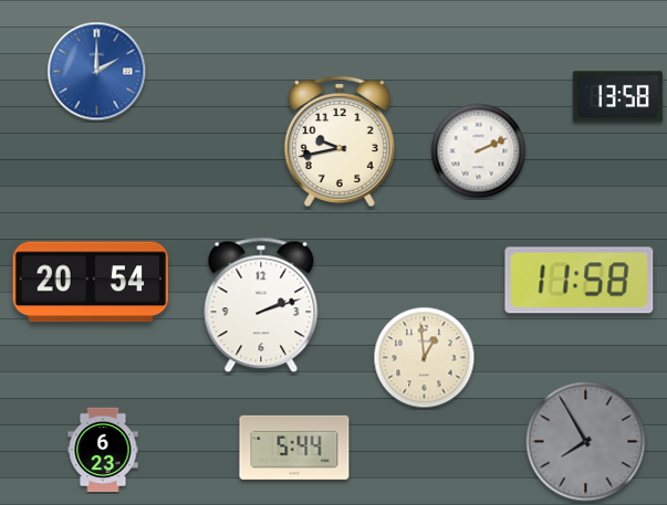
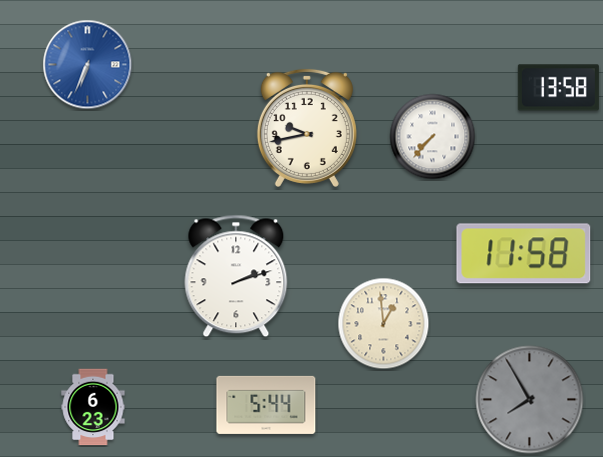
clock at (97, 72): 2:00 -> 6:34
clock at (479, 151): 2:11 -> 7:37
clock at (91, 282): 20:54 -> none
